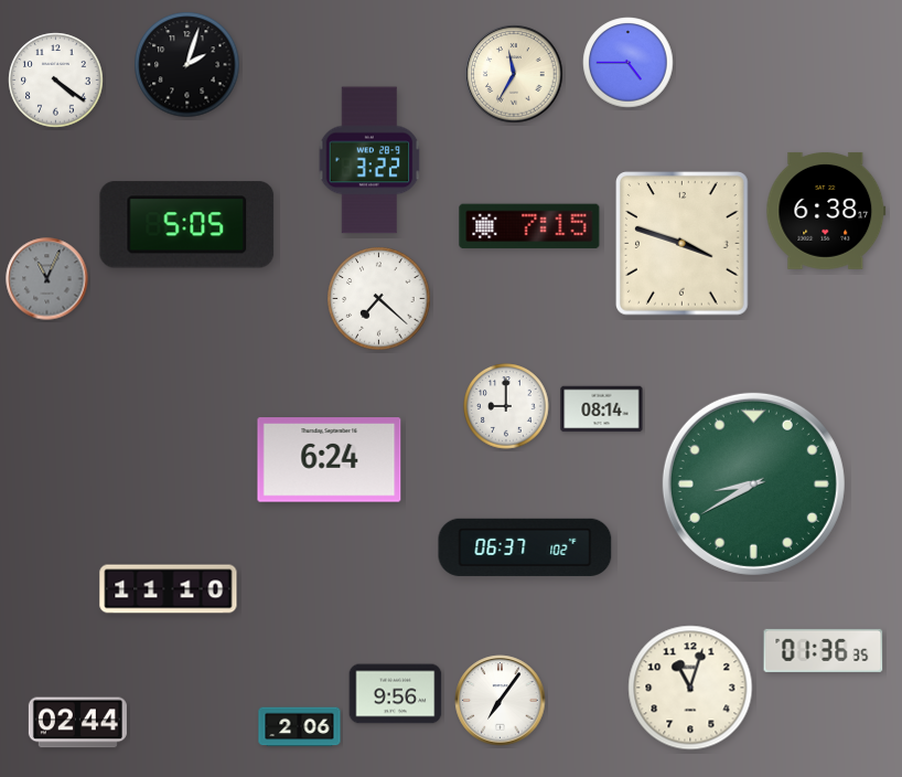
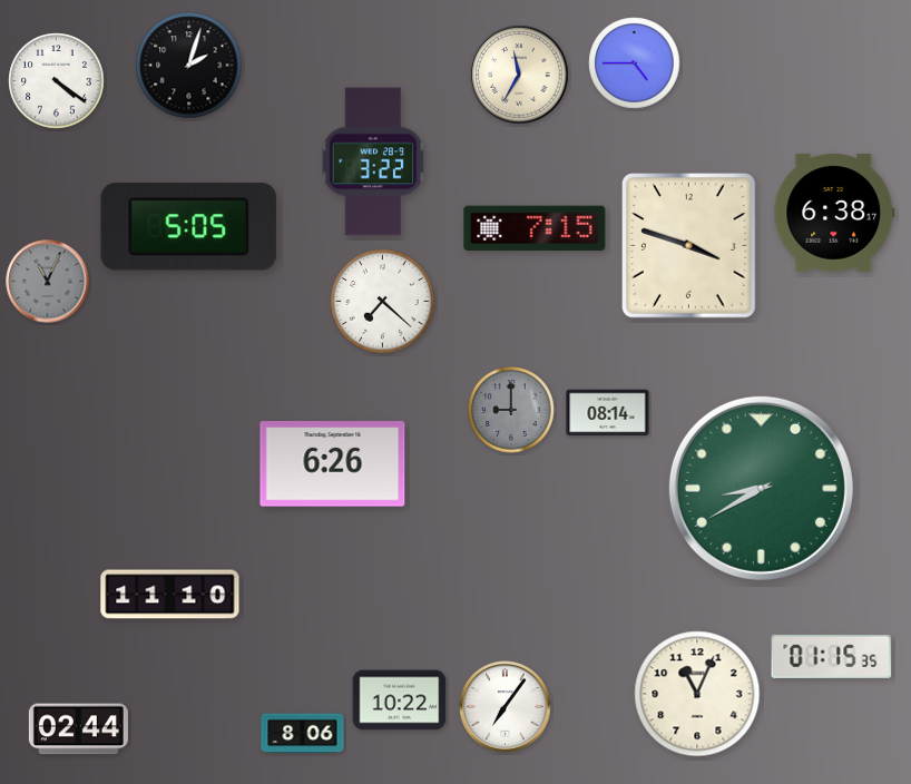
clock at (506, 406) dial: white -> grey
clock at (330, 460): 6:24 -> 6:26
clock at (525, 547): 06:37 -> none
clock at (824, 650): 01:36 -> 01:15
clock at (690, 688): 11:03 -> 11:04
clock at (396, 694): 9:56 -> 10:22
clock at (300, 727): 2:06 -> 8:06
